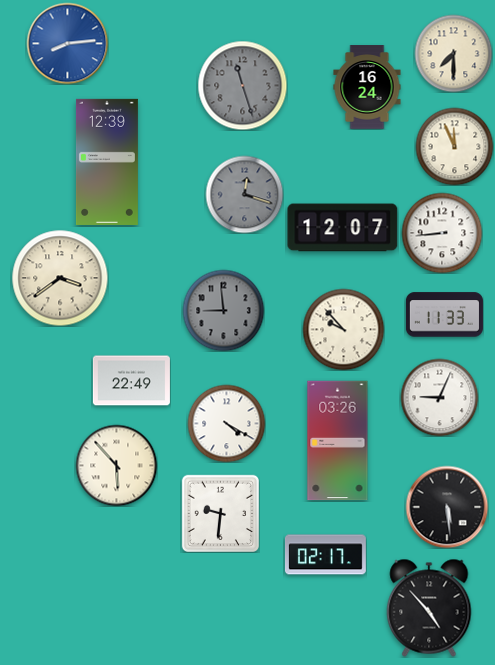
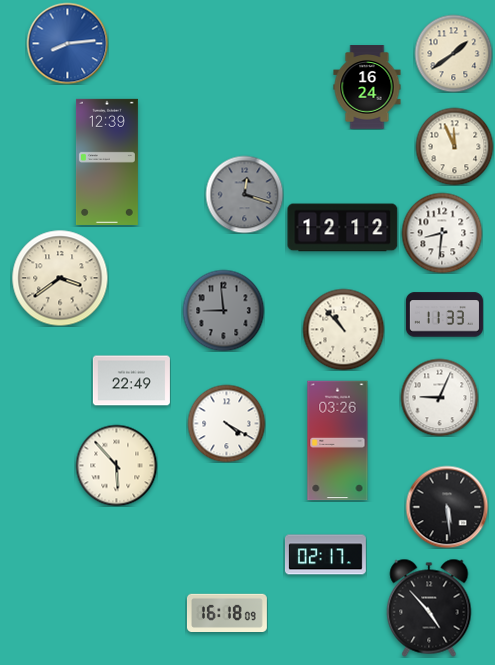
clock at (453, 53): 7:30 -> 1:39
clock at (242, 85): 11:27 -> none
clock at (343, 228): 12:07 -> 12:12
clock at (442, 233): 8:44 -> 8:31
clock at (343, 329): 9:53 -> 10:53
clock at (220, 513): 9:31 -> none
clock at (227, 612): none -> 16:18
